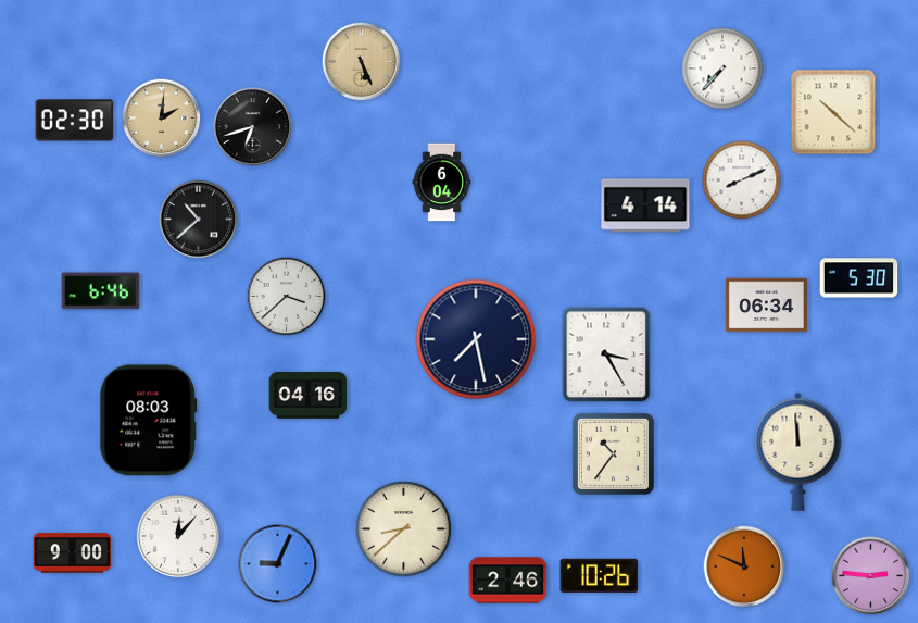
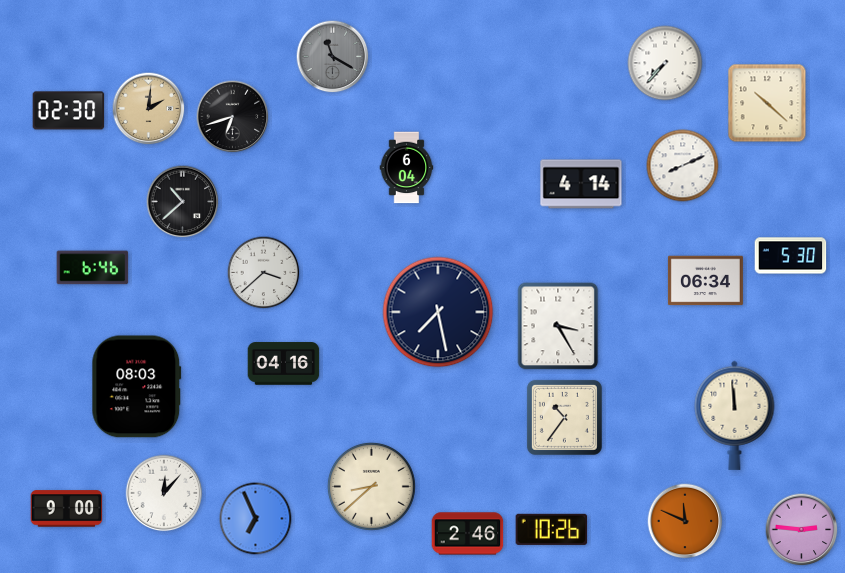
clock at (362, 62): 5:26 -> 11:20
clock at (362, 62) dial: champagne -> grey
clock at (645, 205) position: (645, 205) -> (581, 184)
clock at (278, 564): 9:04 -> 6:56
